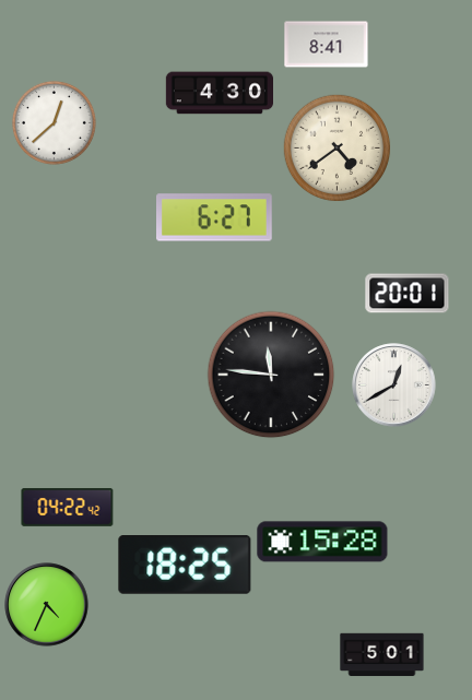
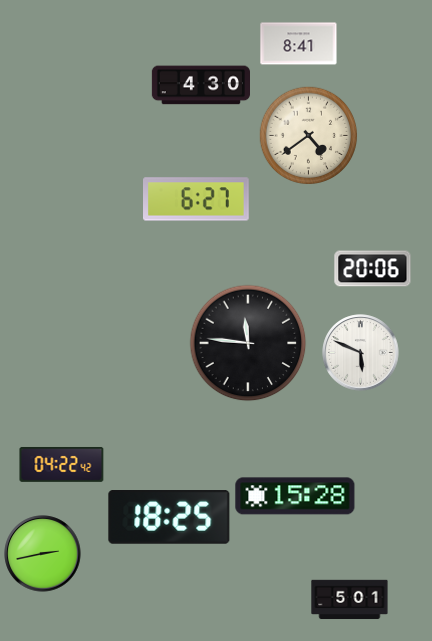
clock at (327, 45) position: (327, 45) -> (299, 44)
clock at (54, 122): 12:38 -> none
clock at (408, 294): 20:01 -> 20:06
clock at (394, 385): 12:40 -> 5:49
clock at (47, 605): 4:34 -> 2:43
